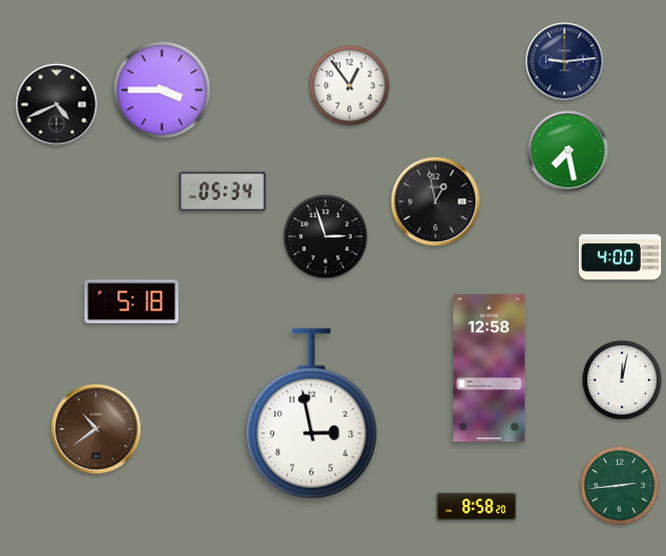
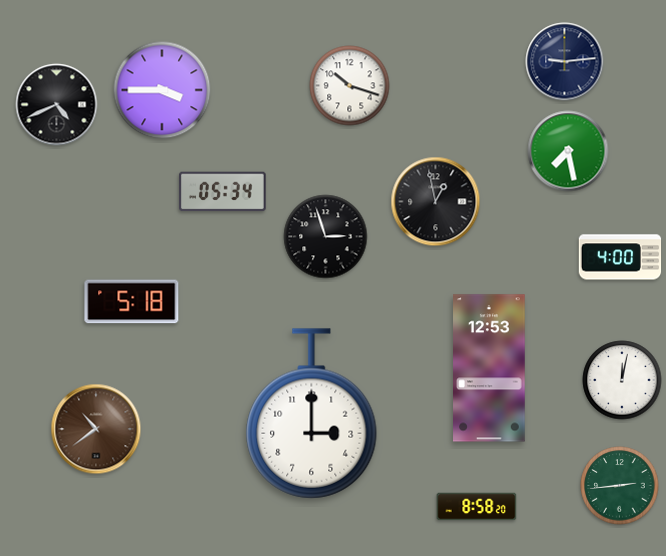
clock at (350, 86): 12:54 -> 10:18
clock at (490, 368): 12:58 -> 12:53
clock at (312, 414): 2:58 -> 3:00
